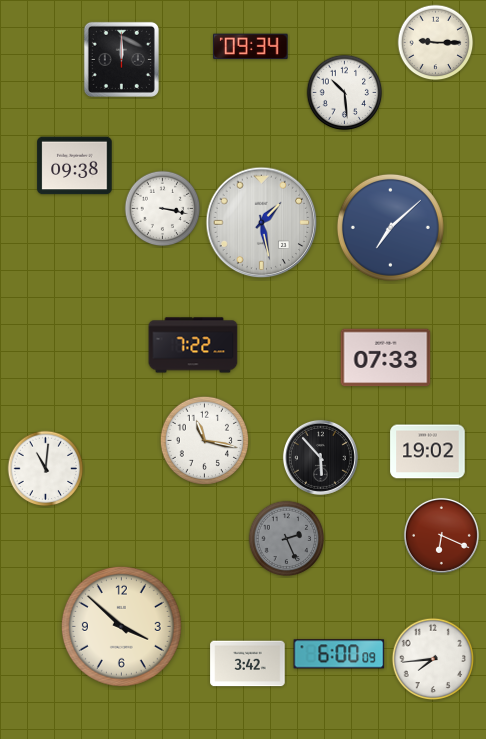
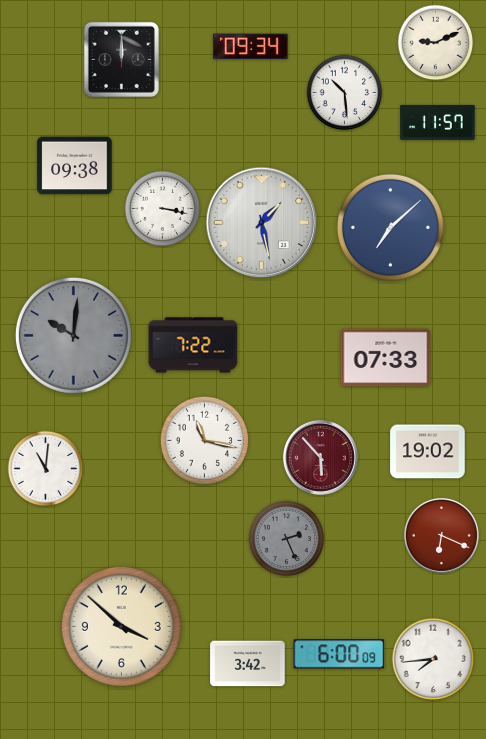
clock at (436, 43): 9:15 -> 9:11
clock at (438, 122): none -> 11:57
clock at (73, 335): none -> 10:01
clock at (320, 457) dial: black -> burgundy
